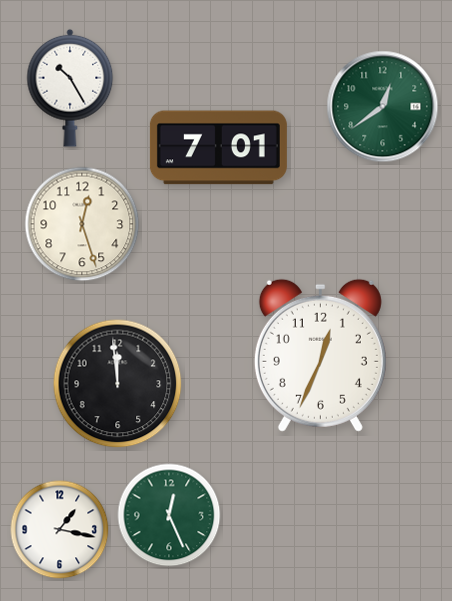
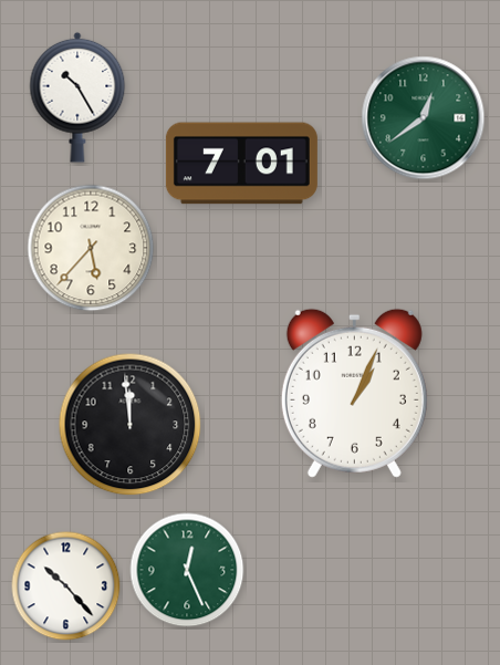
clock at (82, 224): 12:27 -> 5:37
clock at (320, 355): 12:34 -> 1:04
clock at (60, 530): 1:17 -> 10:23
